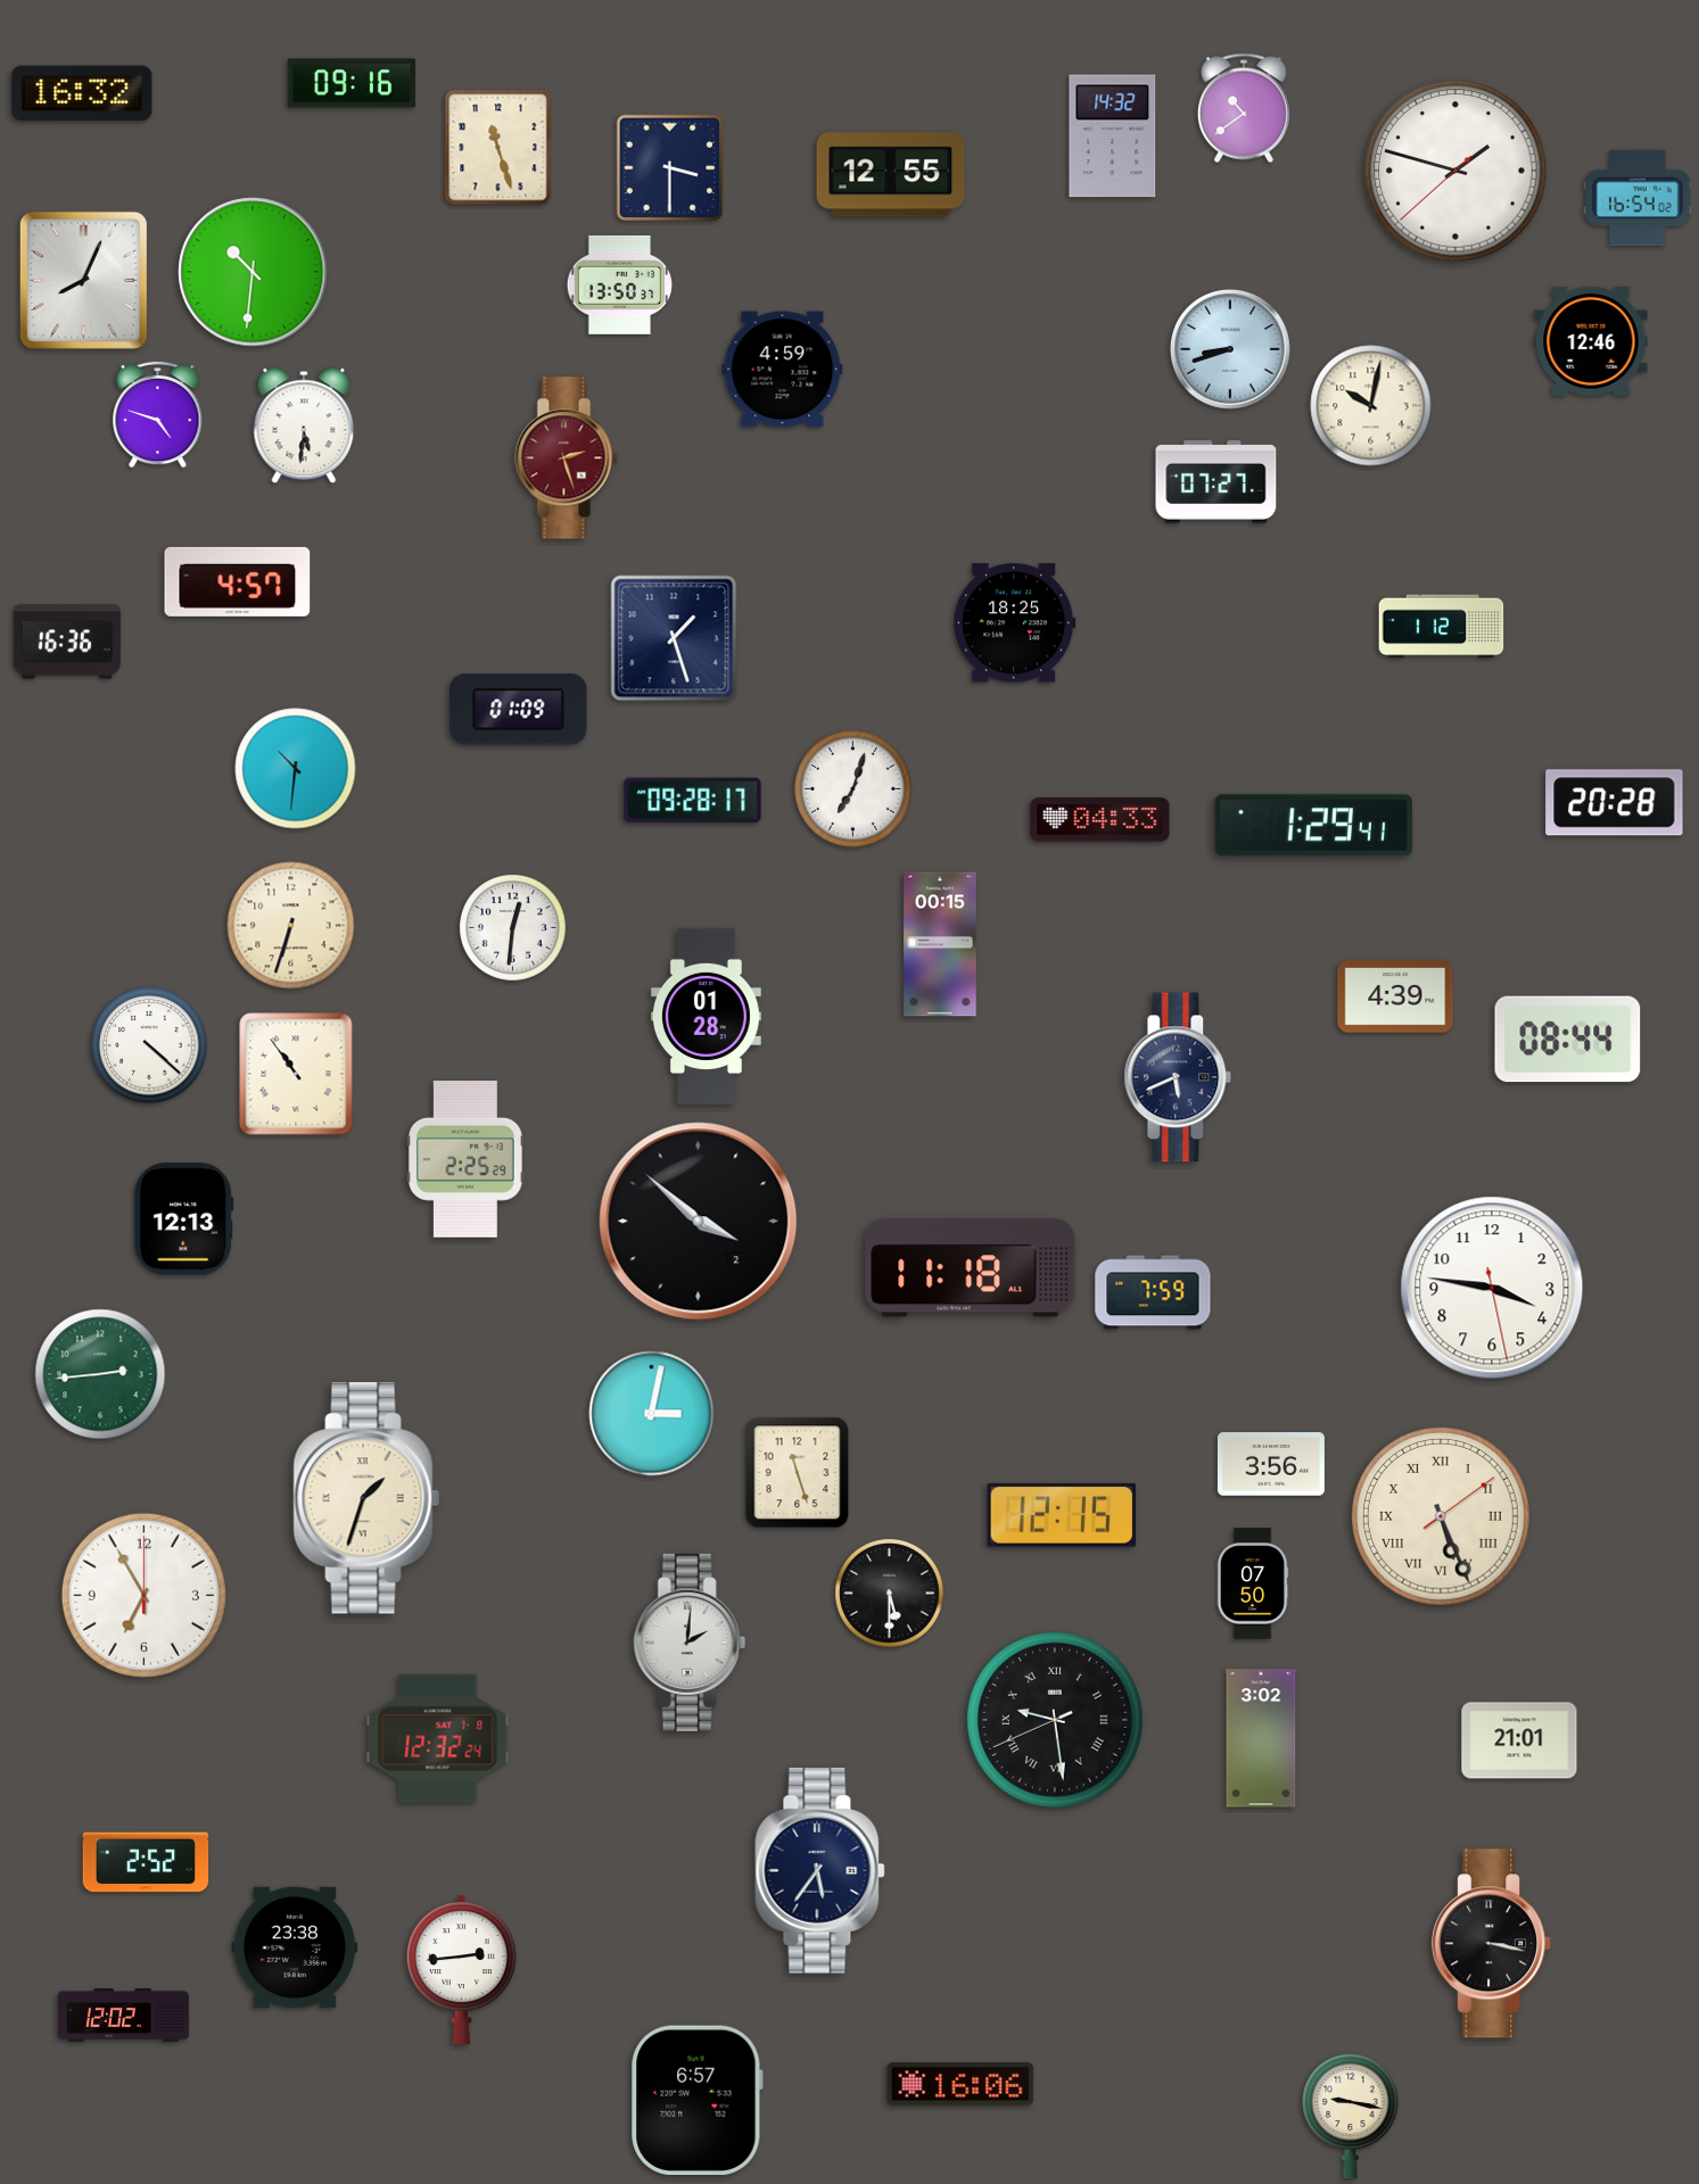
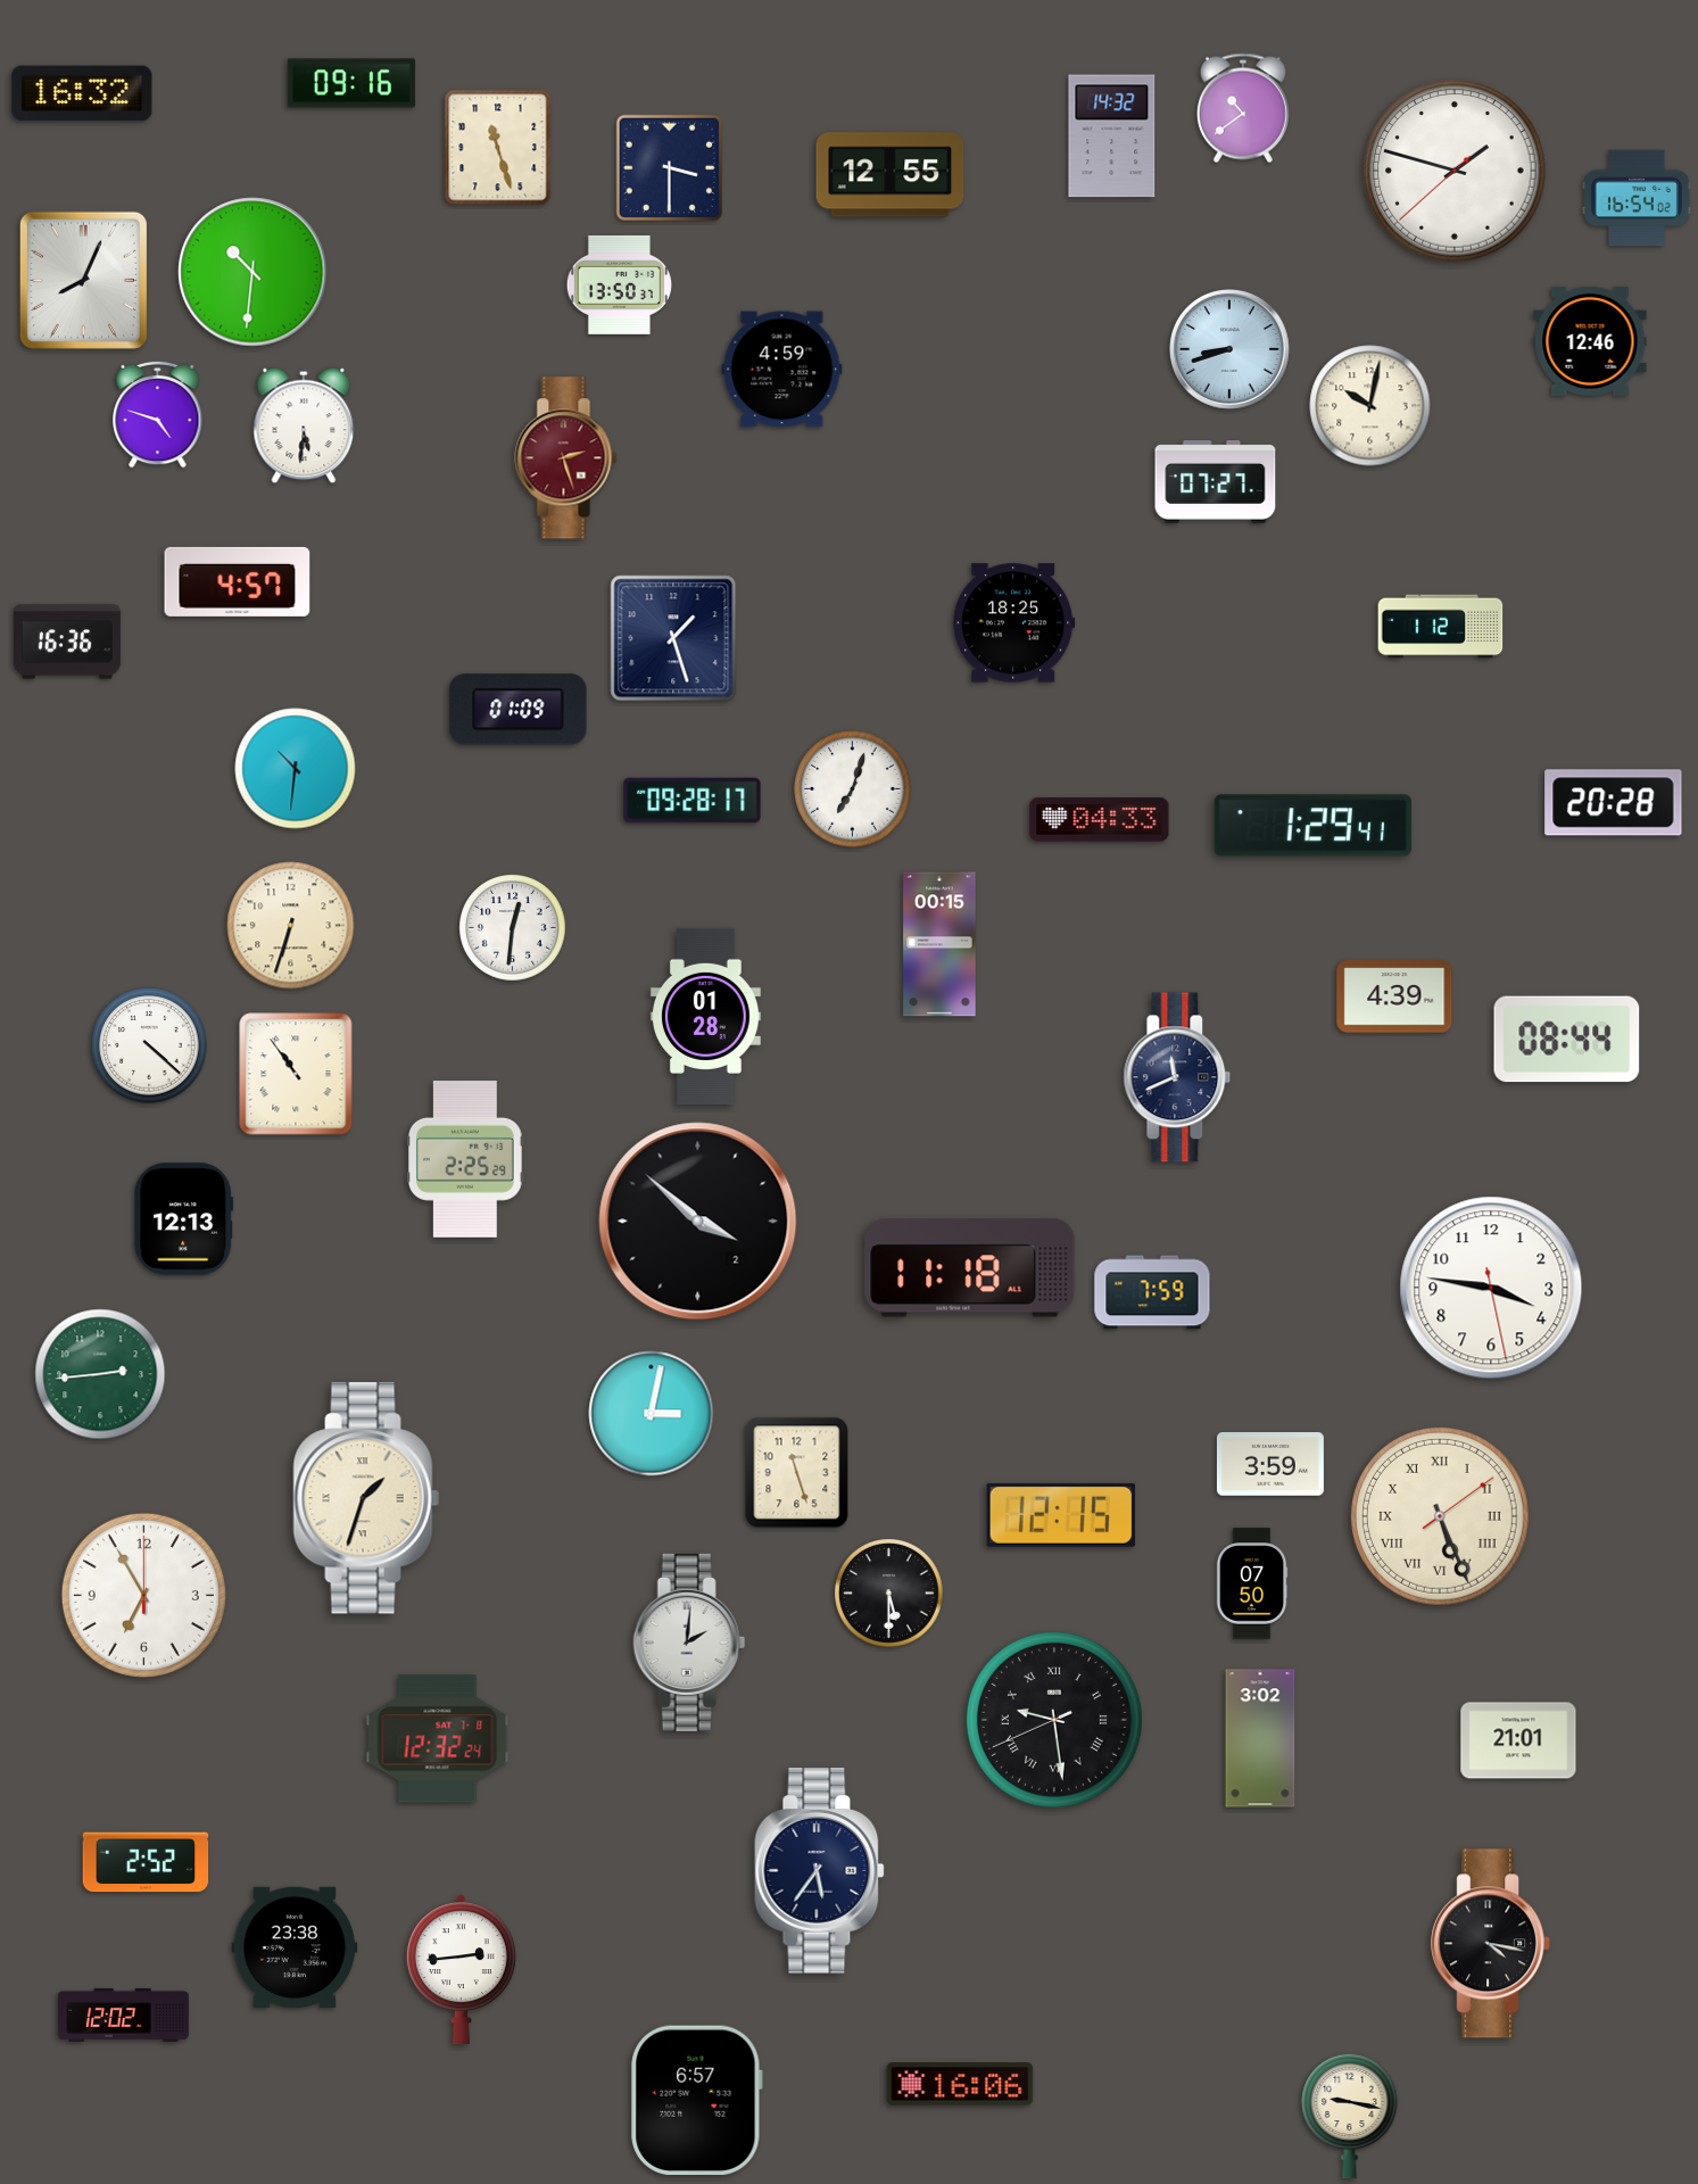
clock at (1178, 1077): 5:41 -> 11:41
clock at (1271, 1464): 3:56 -> 3:59
clock at (1492, 1944): 3:17 -> 4:17
